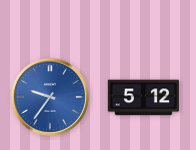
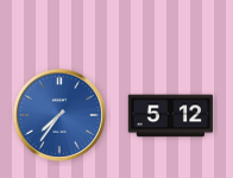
clock at (50, 97): 9:36 -> 7:36
